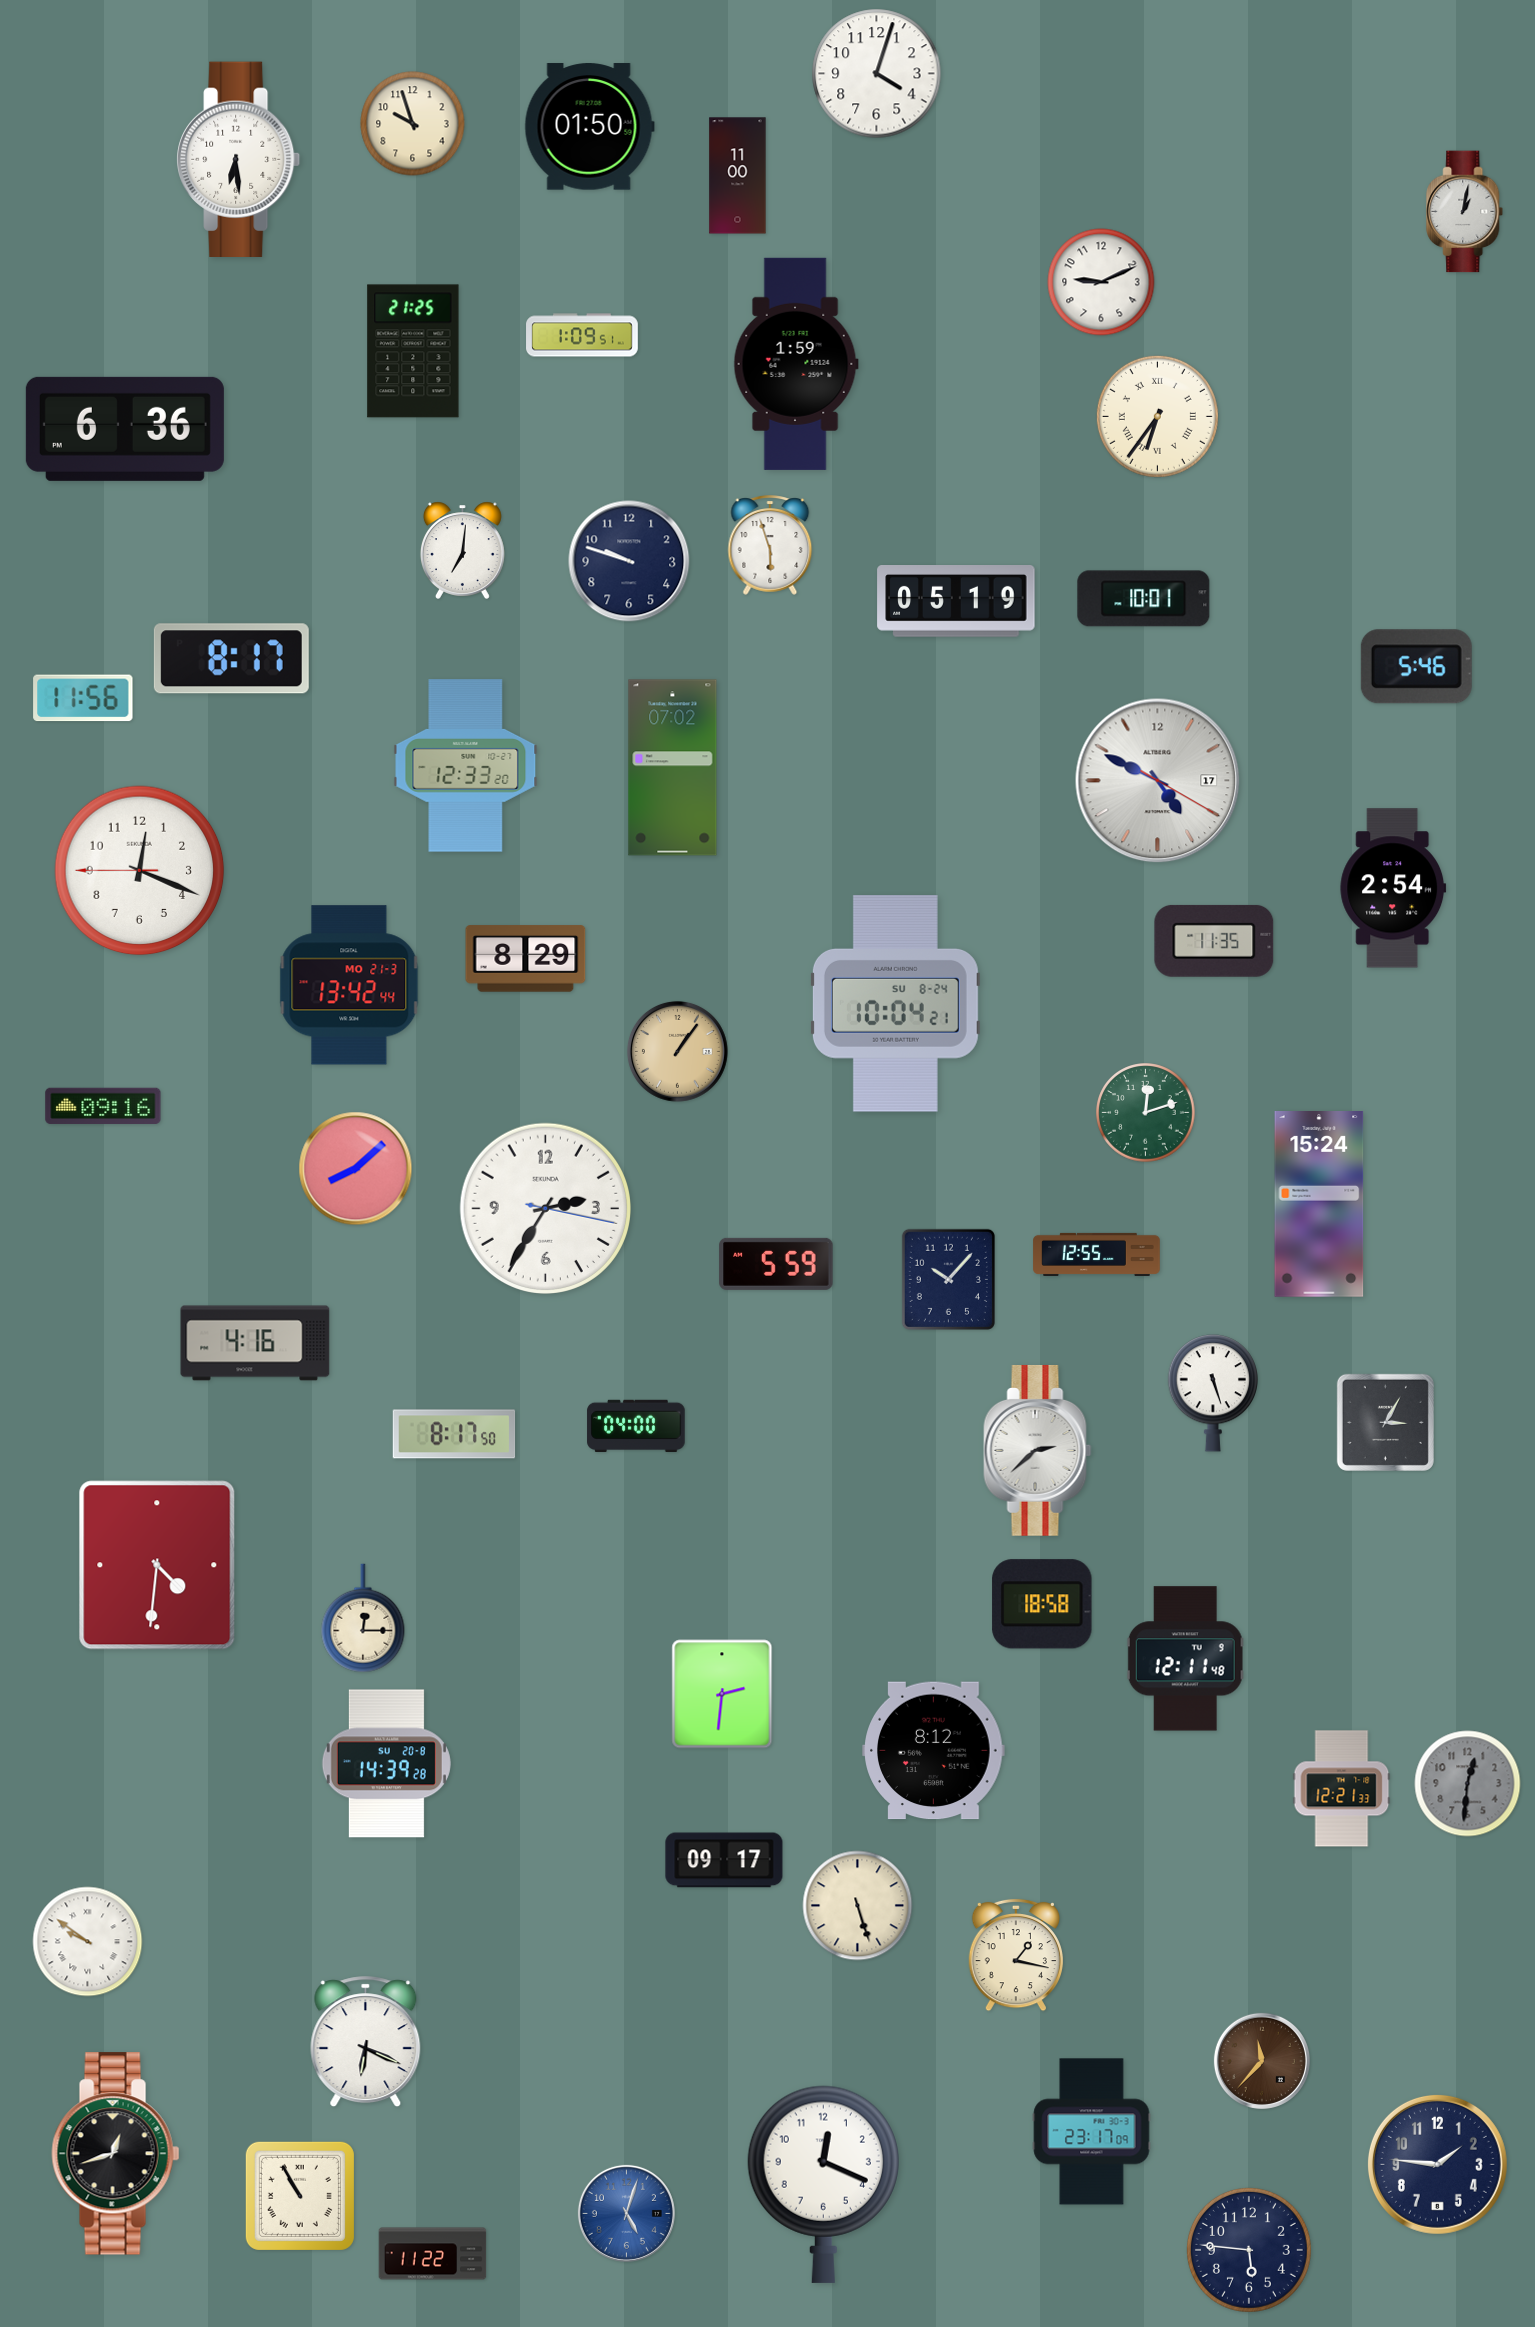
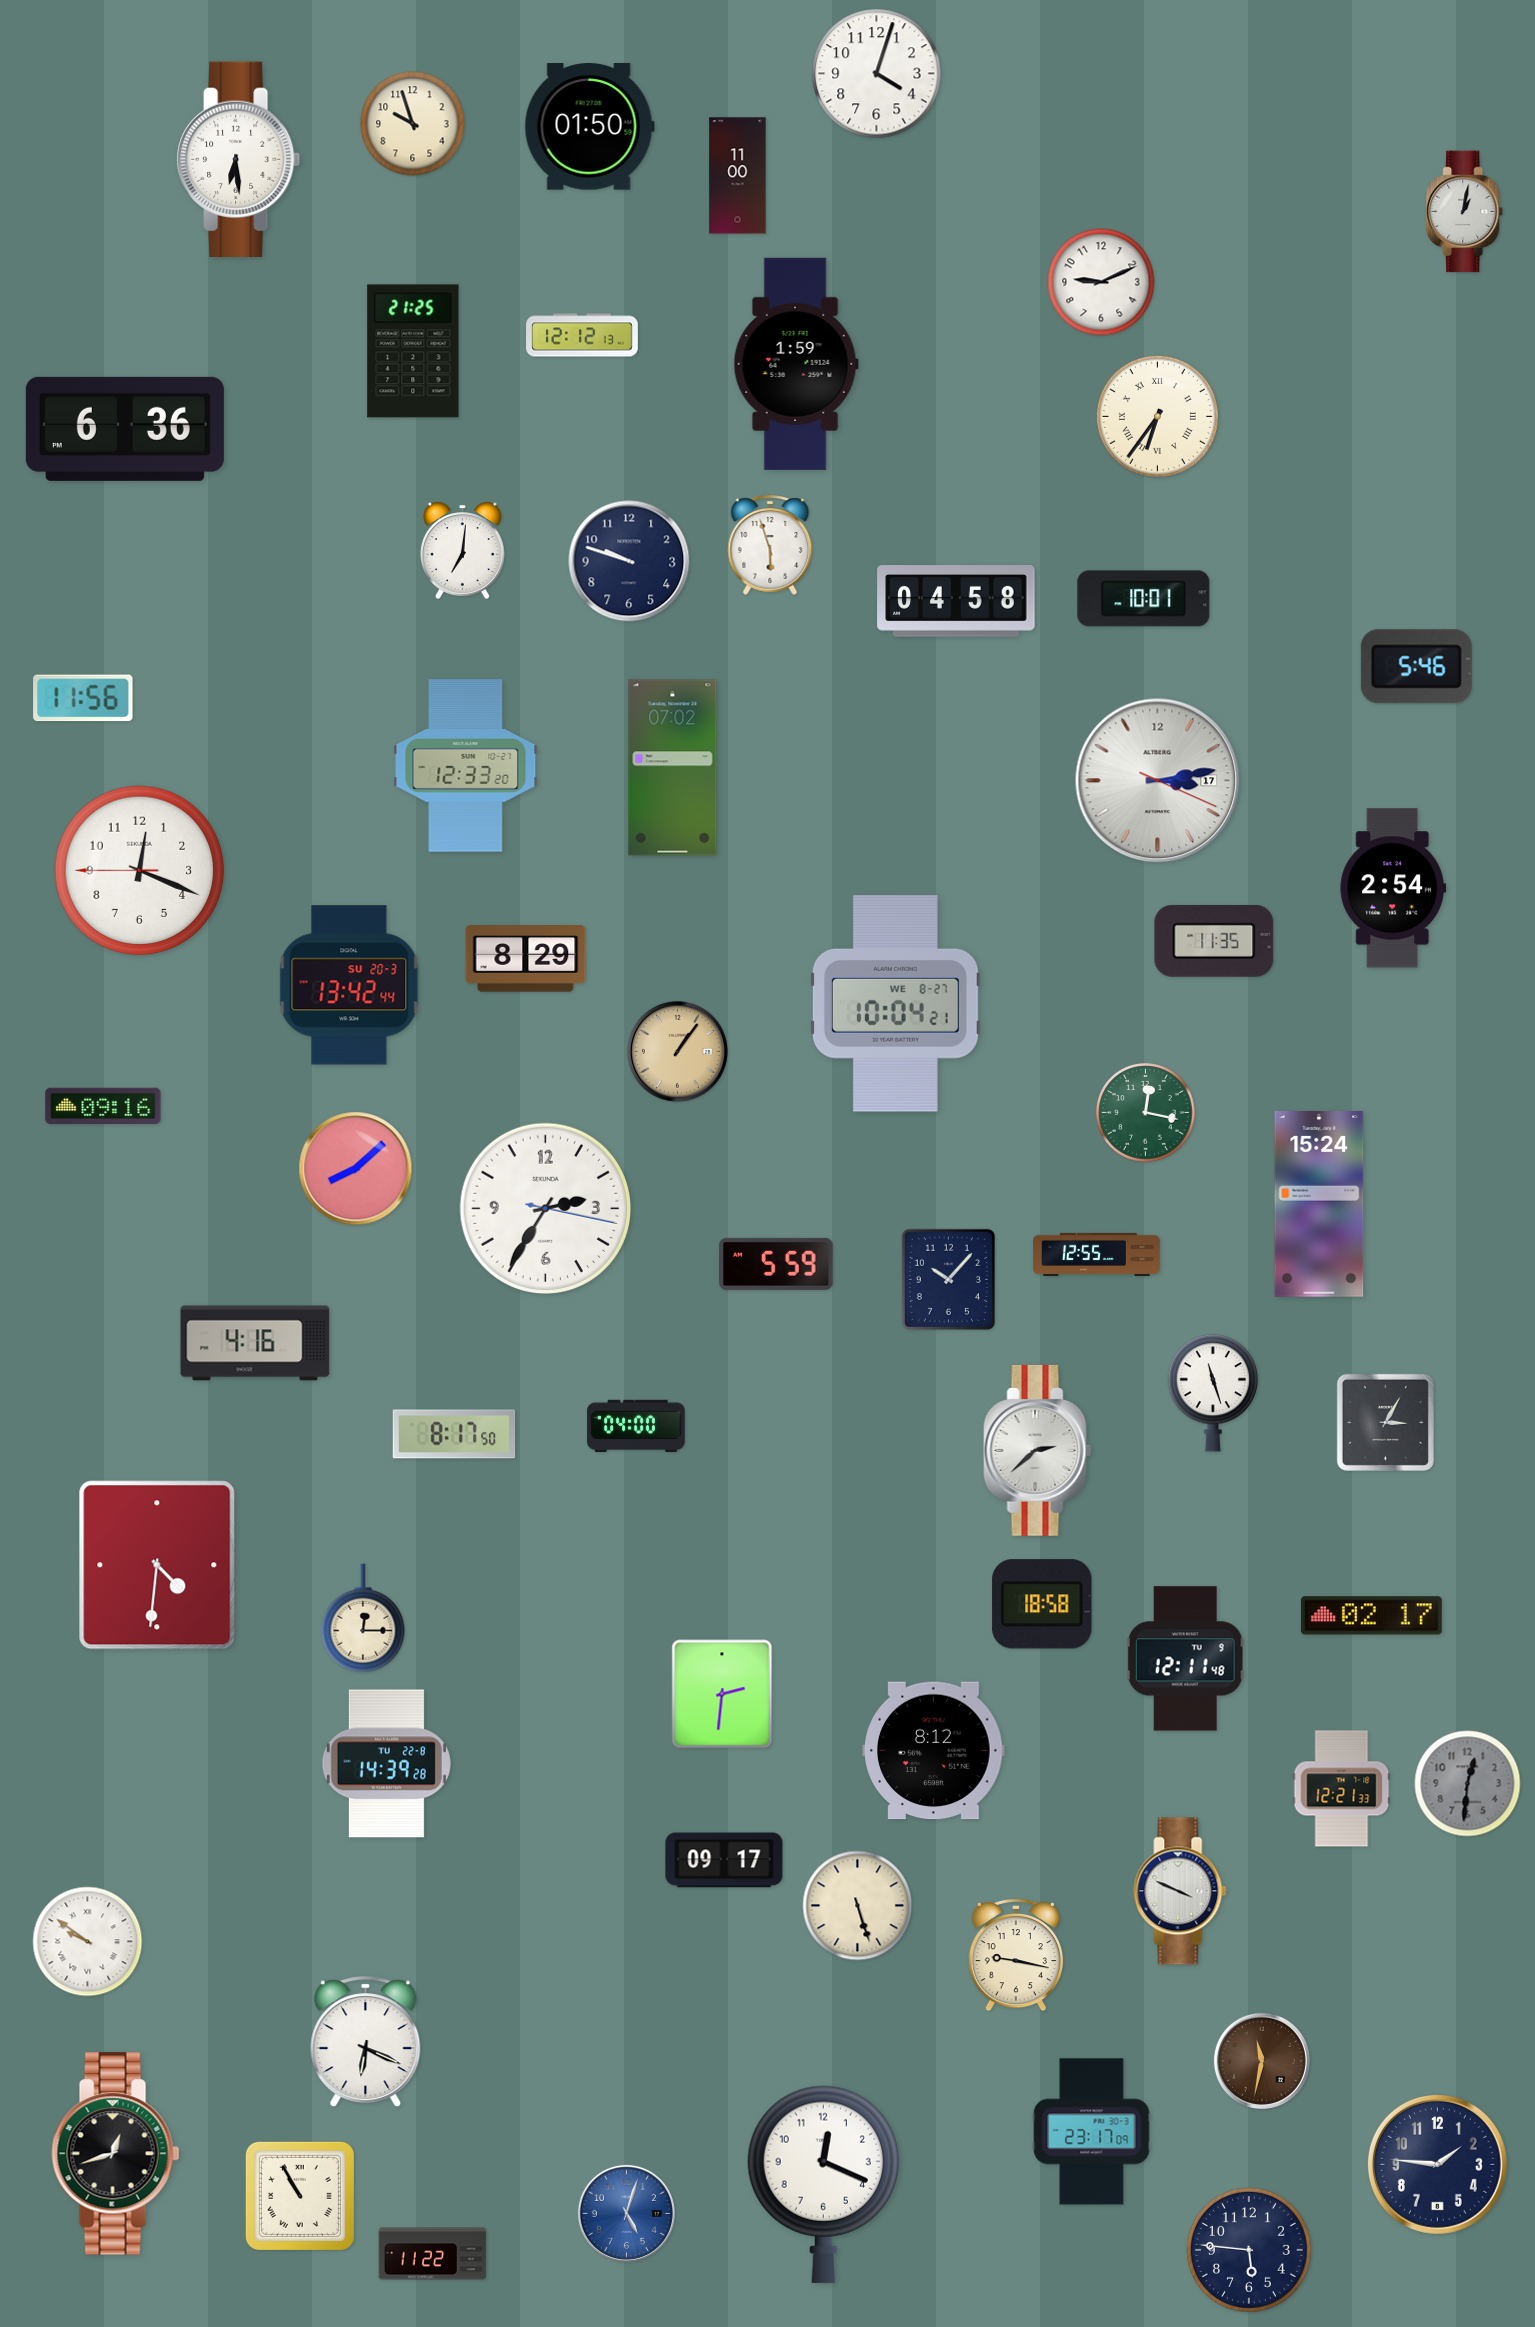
clock at (582, 335): 1:09 -> 12:12
clock at (956, 602): 05:19 -> 04:58
clock at (231, 659): 8:17 -> none
clock at (1158, 781): 4:49 -> 3:13
clock at (349, 985) date: MO 21-3 -> SU 20-3
clock at (895, 1004) date: SU 8-24 -> WE 8-27
clock at (1146, 1113): 12:12 -> 12:17
clock at (1212, 1393): 5:27 -> 11:27
clock at (1371, 1616): none -> 02:17
clock at (386, 1764) date: SU 20-8 -> TU 22-8
clock at (1180, 1891): none -> 3:49
clock at (1016, 1955): 1:17 -> 9:17
clock at (1262, 2061): 11:37 -> 11:32
